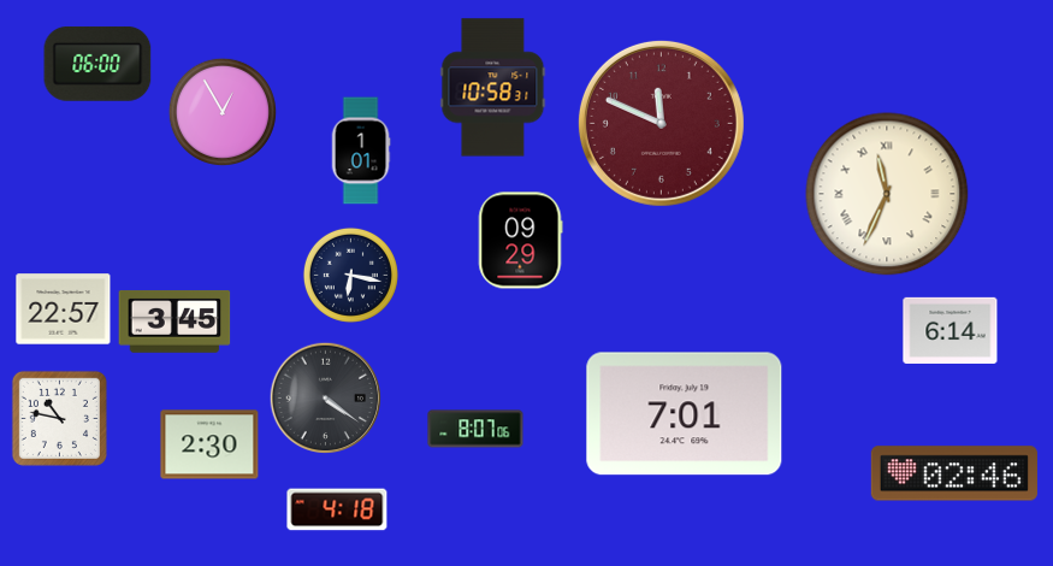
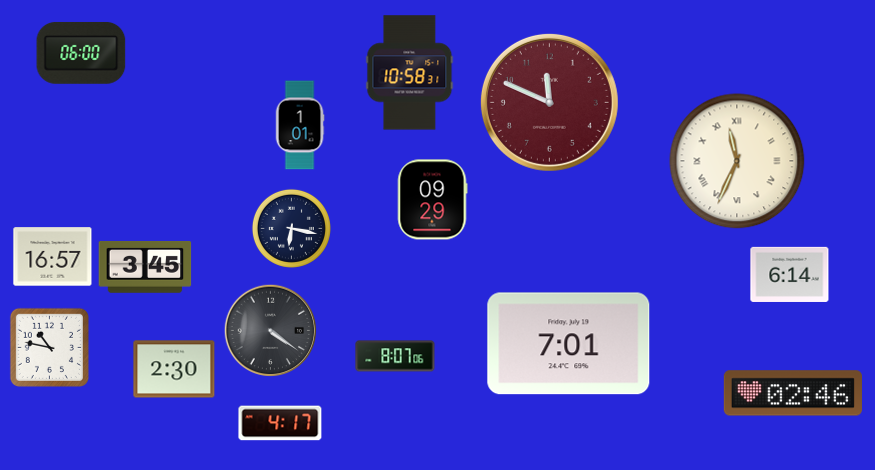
clock at (223, 112): 12:55 -> none
clock at (64, 309): 22:57 -> 16:57
clock at (337, 509): 4:18 -> 4:17
